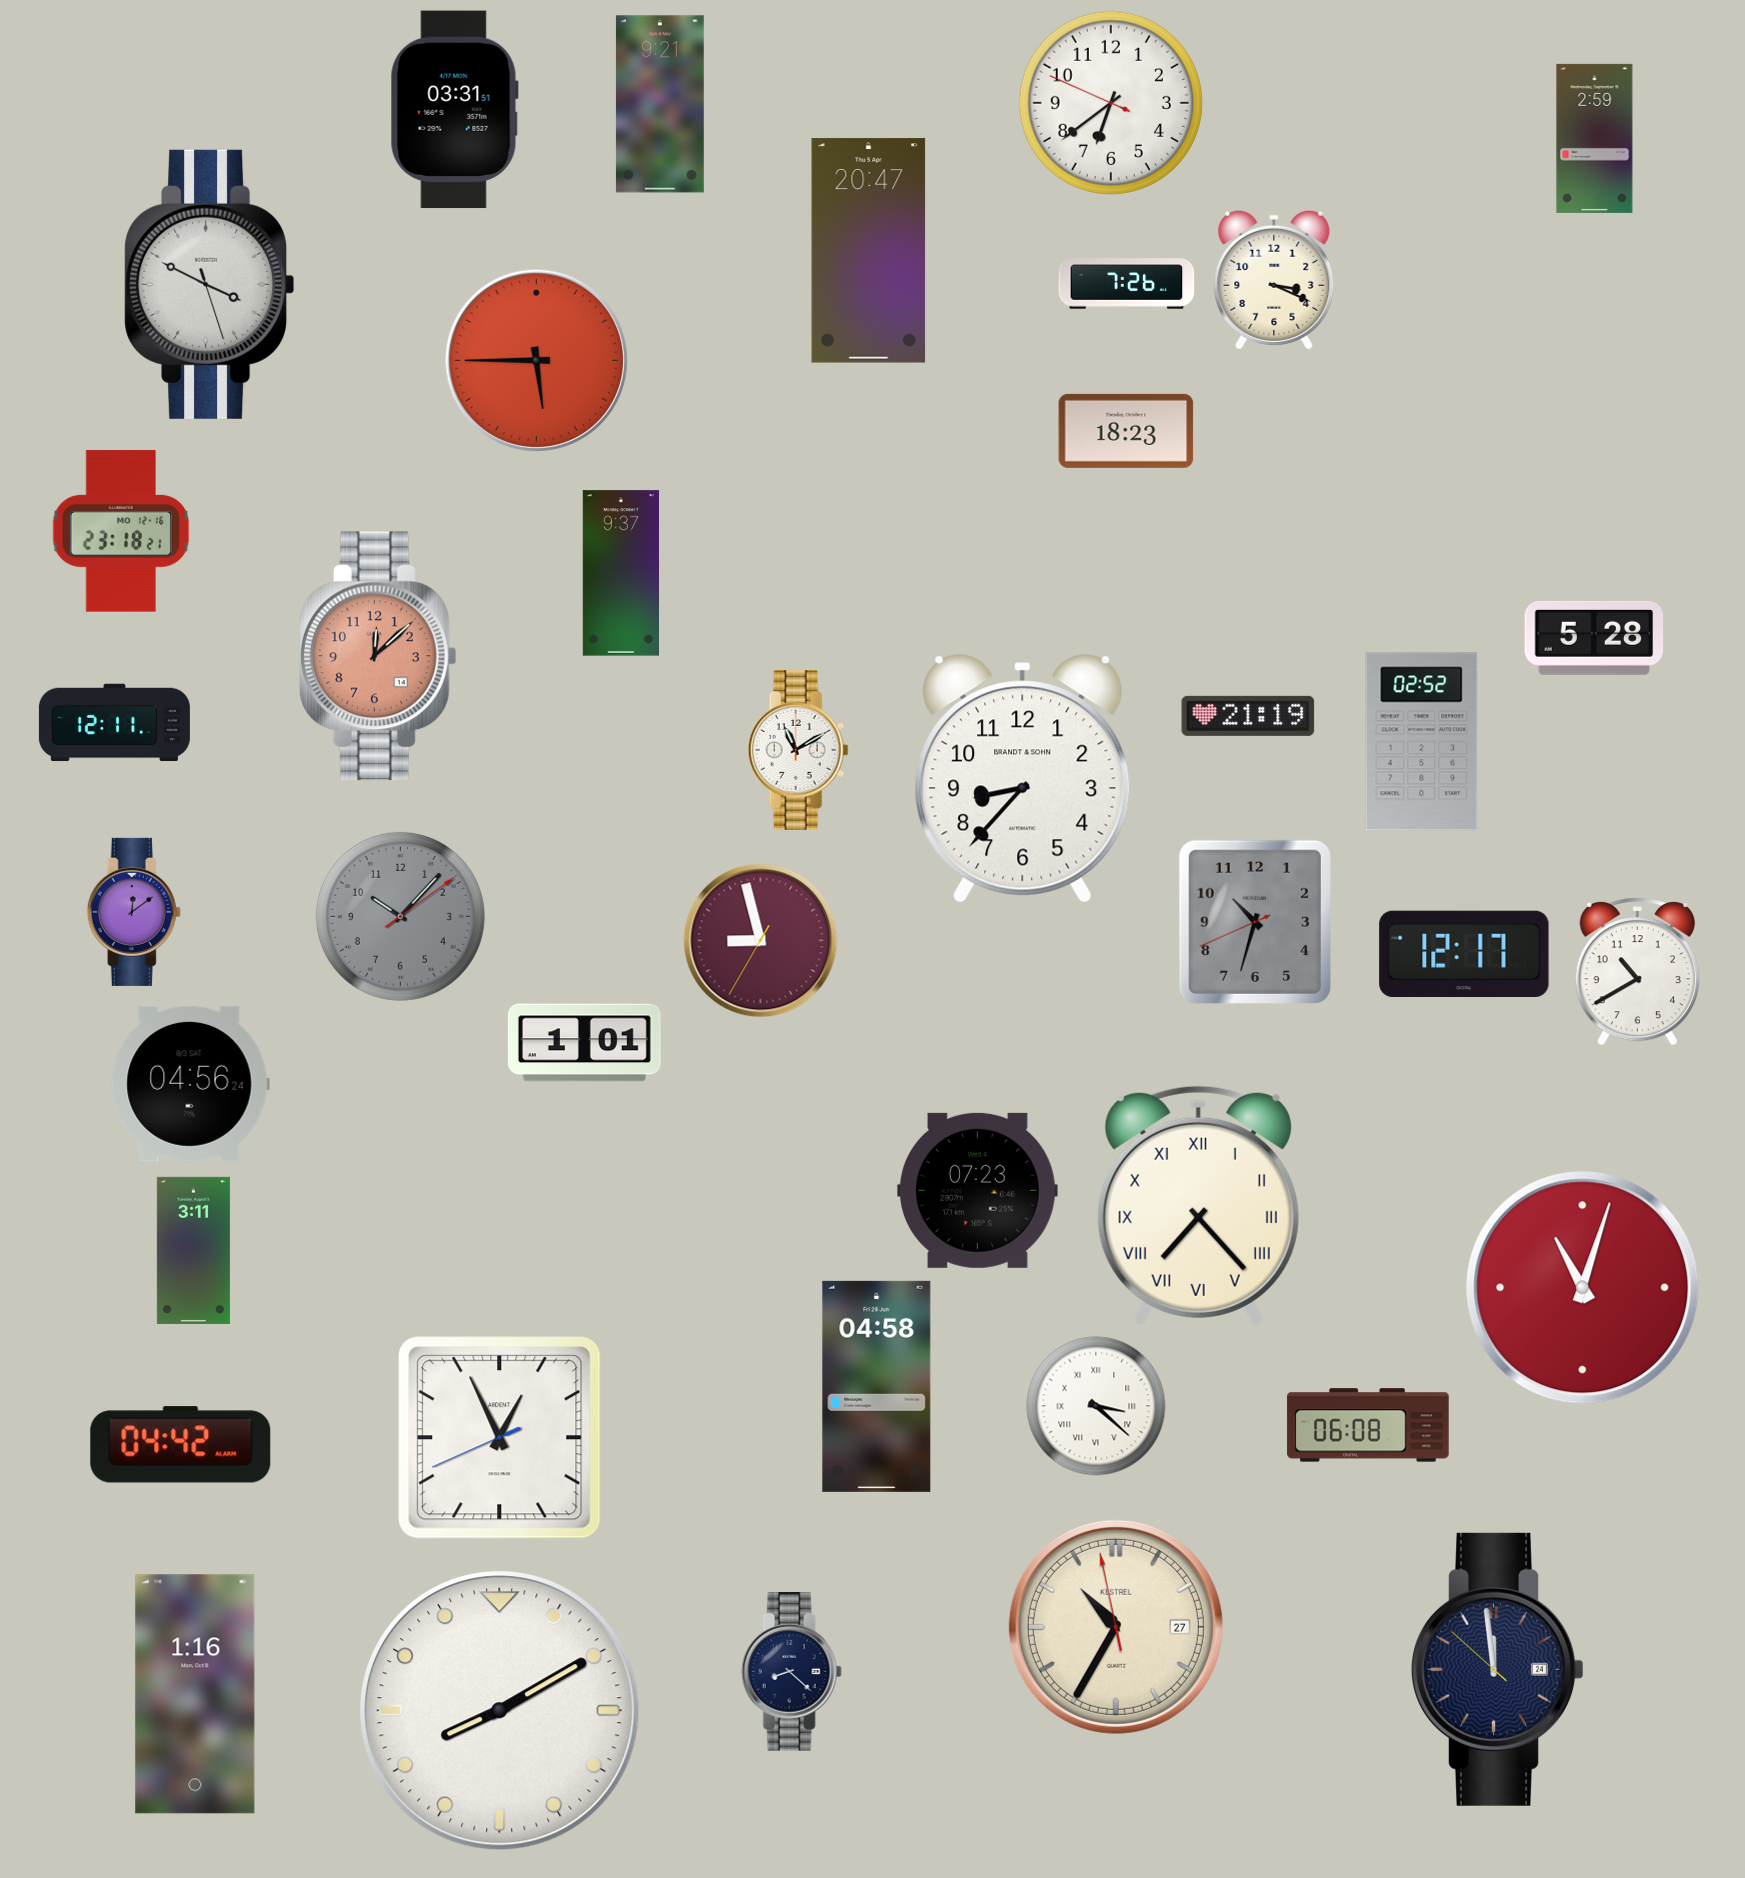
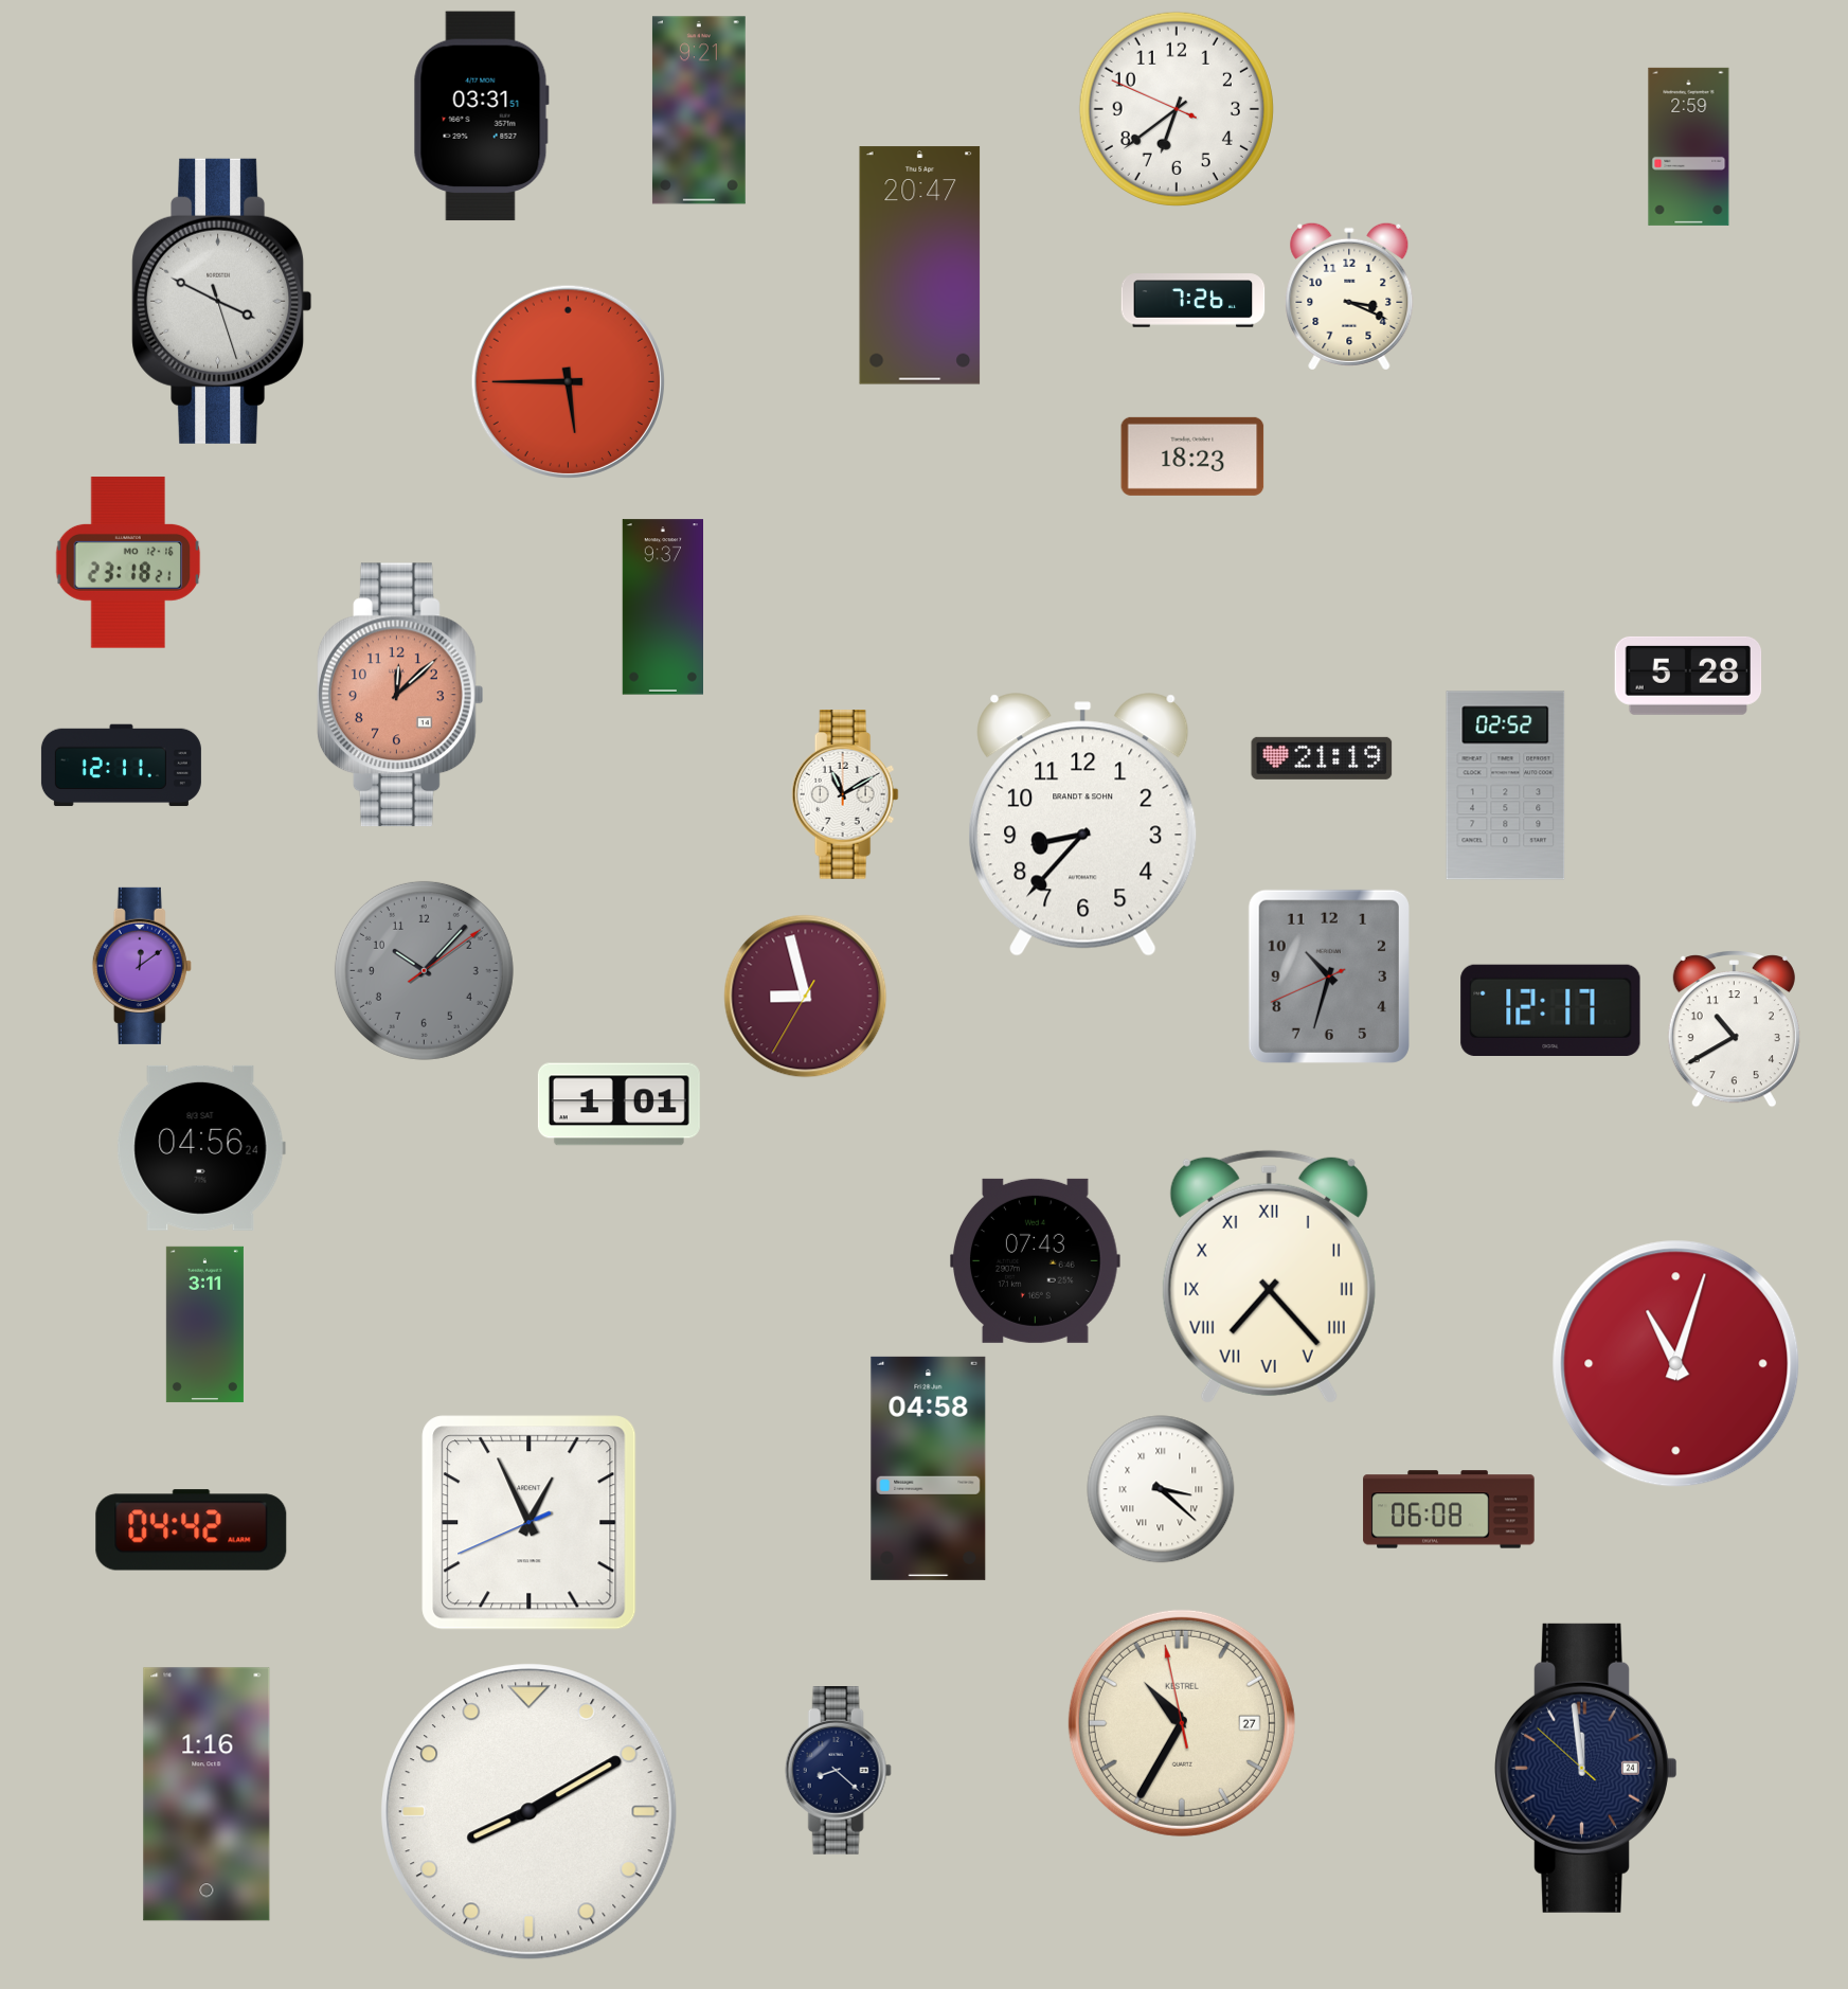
clock at (620, 573) position: (620, 573) -> (662, 607)
clock at (978, 1190): 07:23 -> 07:43
